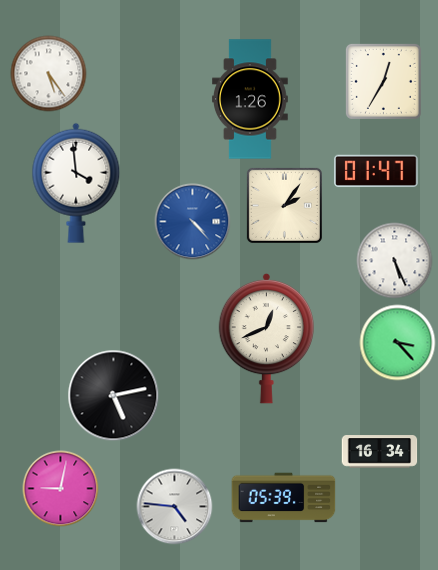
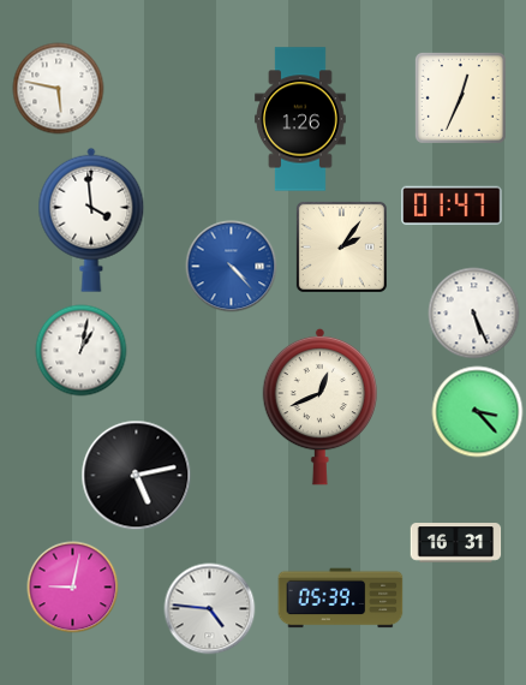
clock at (49, 74): 5:24 -> 5:47
clock at (383, 81): 12:35 -> 12:34
clock at (82, 351): none -> 1:02
clock at (380, 452): 16:34 -> 16:31
